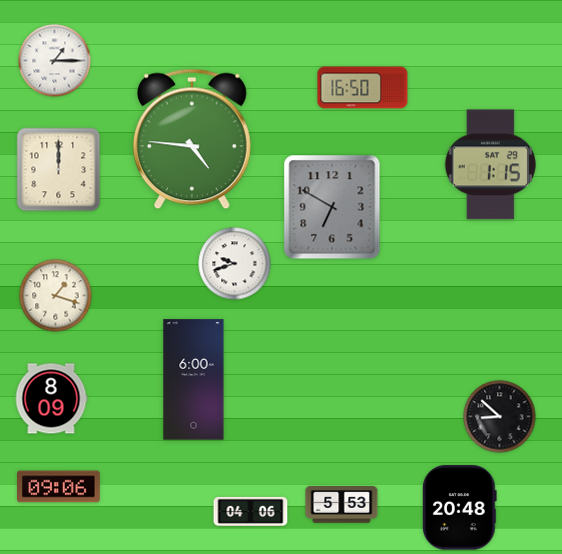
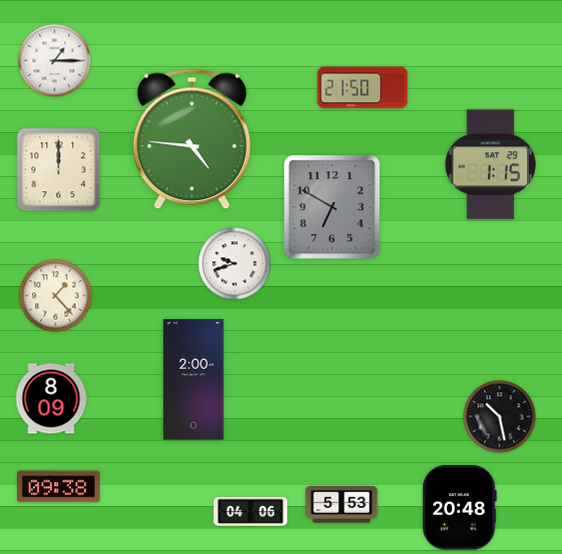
clock at (363, 88): 16:50 -> 21:50
clock at (56, 296): 1:18 -> 1:23
clock at (194, 380): 6:00 -> 2:00
clock at (500, 417): 8:52 -> 10:28
clock at (59, 487): 09:06 -> 09:38
